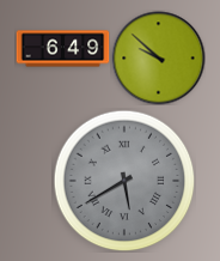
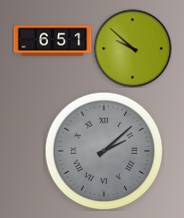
clock at (62, 49): 6:49 -> 6:51
clock at (124, 181): 5:40 -> 2:08
